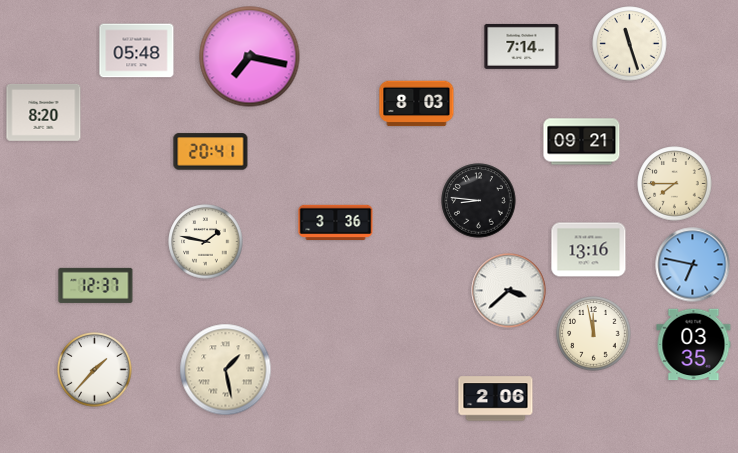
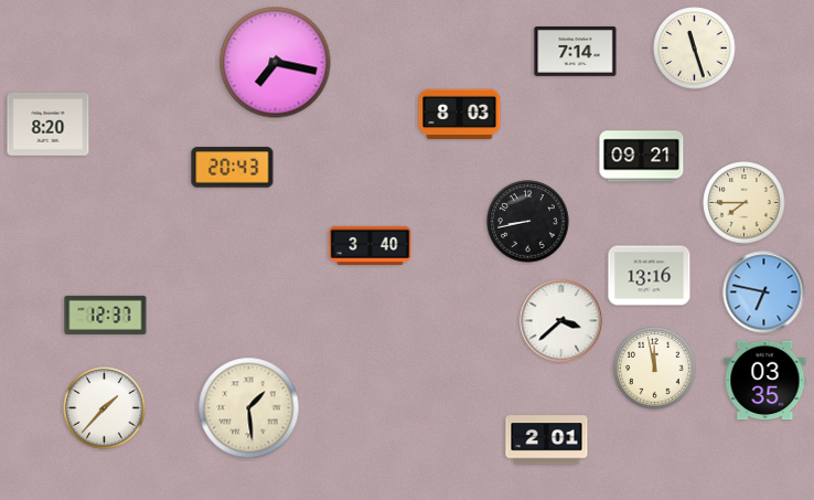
clock at (137, 51): 05:48 -> none
clock at (211, 152): 20:41 -> 20:43
clock at (479, 201): 8:46 -> 8:43
clock at (336, 223): 3:36 -> 3:40
clock at (206, 242): 1:47 -> none
clock at (226, 370): 1:28 -> 1:29
clock at (496, 399): 2:06 -> 2:01
